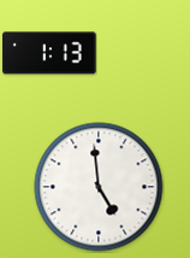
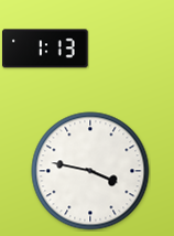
clock at (99, 187): 4:59 -> 3:47
